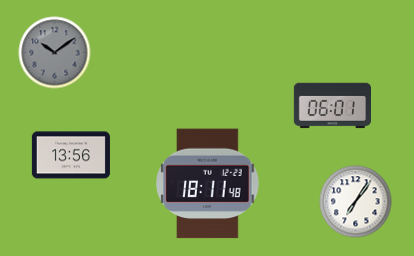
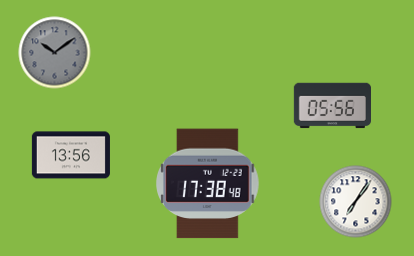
clock at (332, 106): 06:01 -> 05:56
clock at (208, 184): 18:11 -> 17:38
